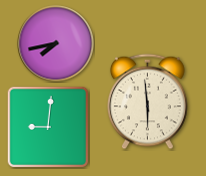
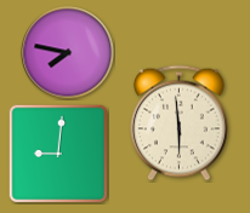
clock at (56, 44): 7:43 -> 7:47
